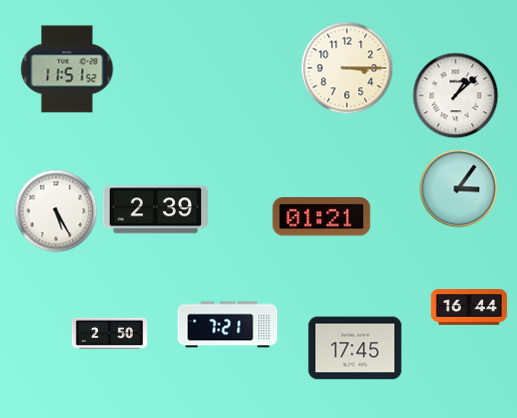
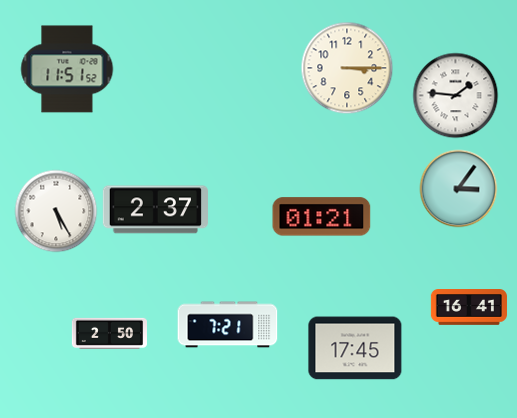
clock at (456, 96): 1:08 -> 1:46
clock at (155, 210): 2:39 -> 2:37
clock at (469, 308): 16:44 -> 16:41
